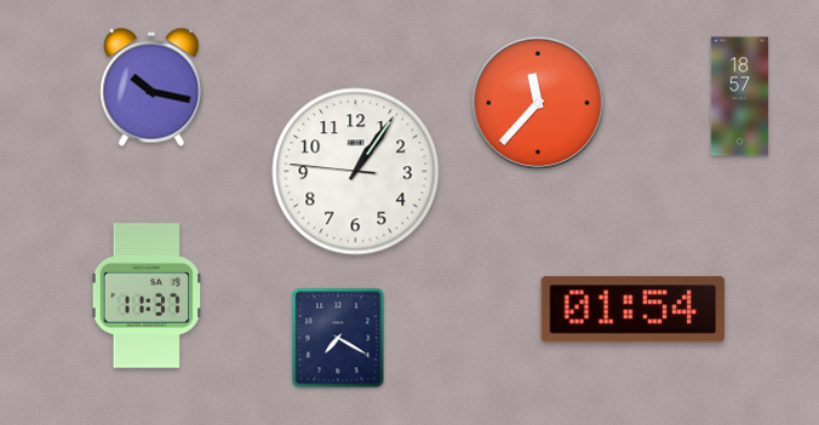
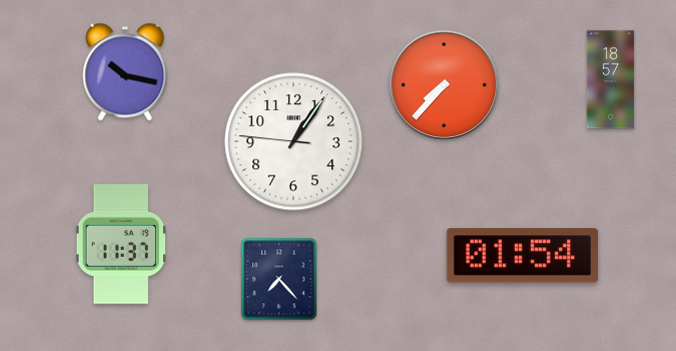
clock at (538, 103): 11:37 -> 7:37
clock at (338, 338): 7:20 -> 7:23
